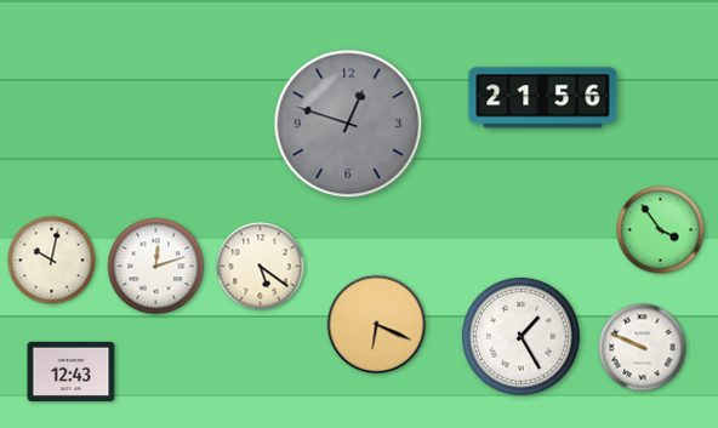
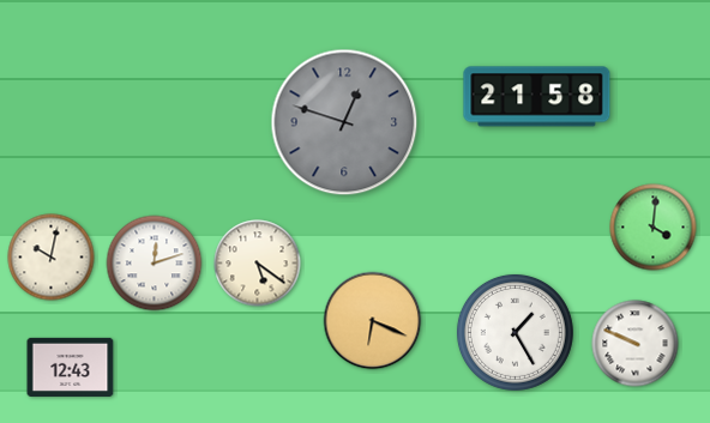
clock at (543, 98): 21:56 -> 21:58
clock at (661, 230): 3:54 -> 4:01
